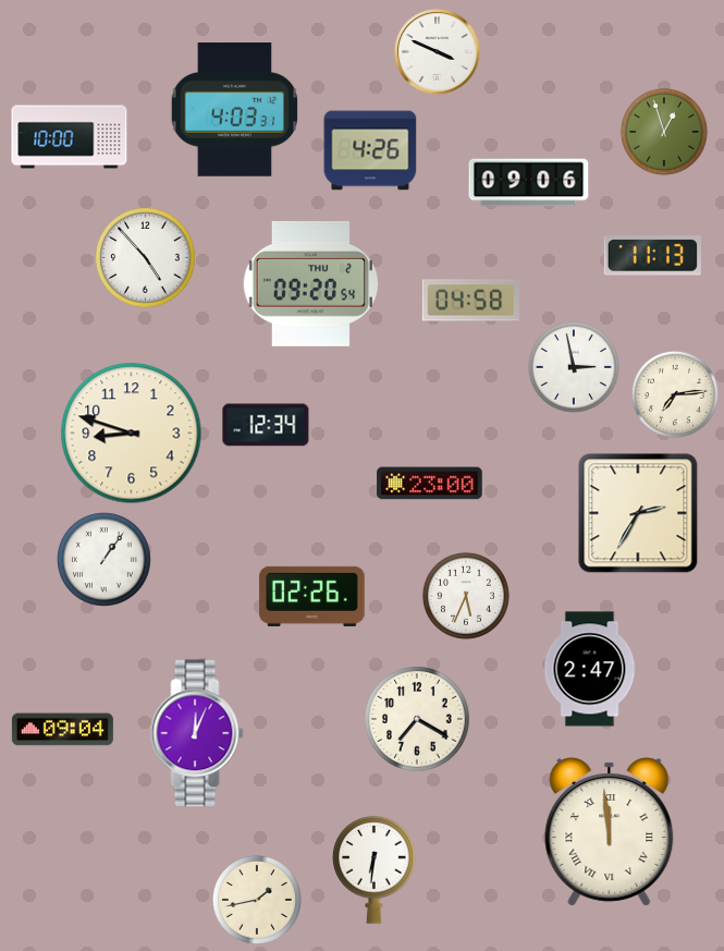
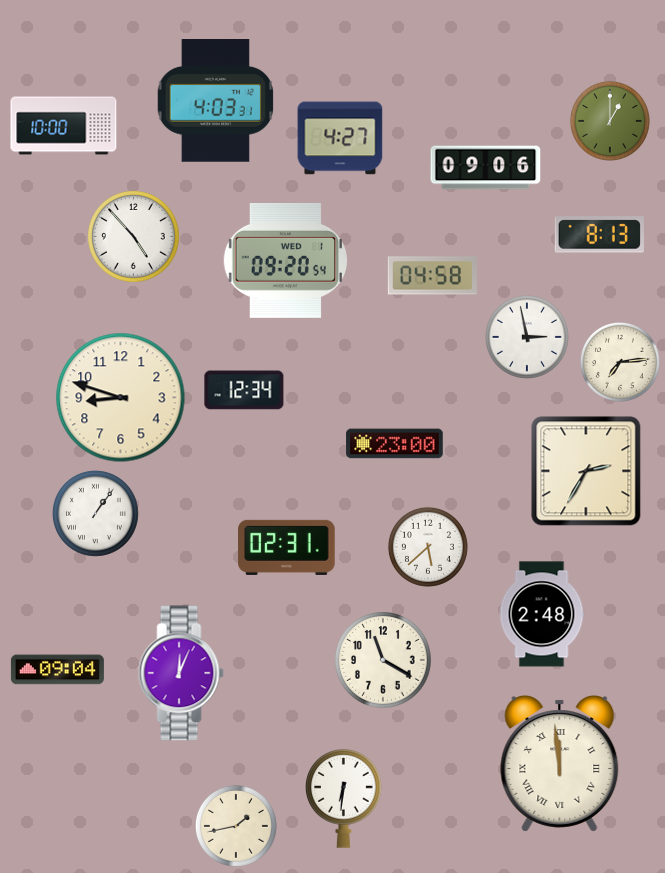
clock at (438, 52): 3:49 -> none
clock at (664, 132): 12:57 -> 1:00
clock at (370, 150): 4:26 -> 4:27
clock at (652, 256): 11:13 -> 8:13
clock at (310, 283) date: THU 2 -> WED 1
clock at (312, 596): 02:26 -> 02:31
clock at (466, 596): 5:34 -> 5:38
clock at (590, 669): 2:47 -> 2:48
clock at (417, 719): 7:20 -> 11:20
